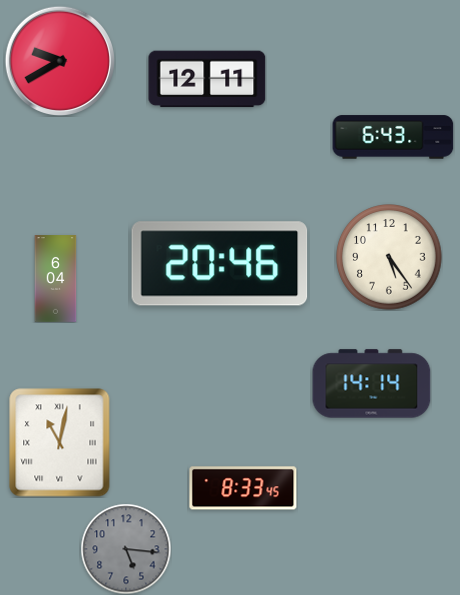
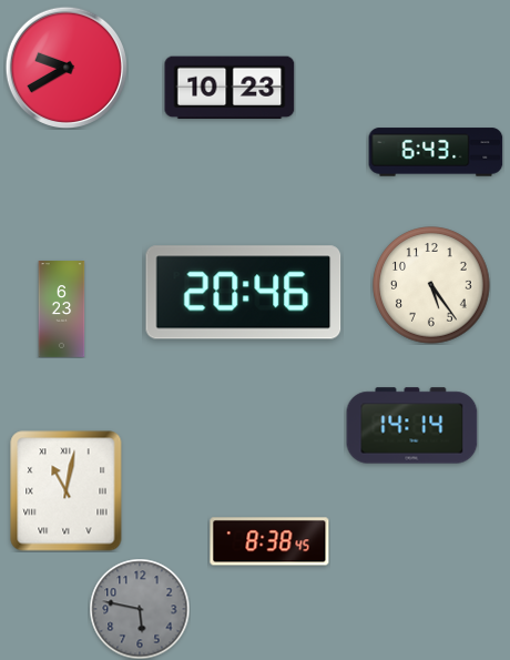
clock at (207, 79): 12:11 -> 10:23
clock at (56, 279): 6:04 -> 6:23
clock at (243, 488): 8:33 -> 8:38
clock at (126, 549): 5:16 -> 5:47
